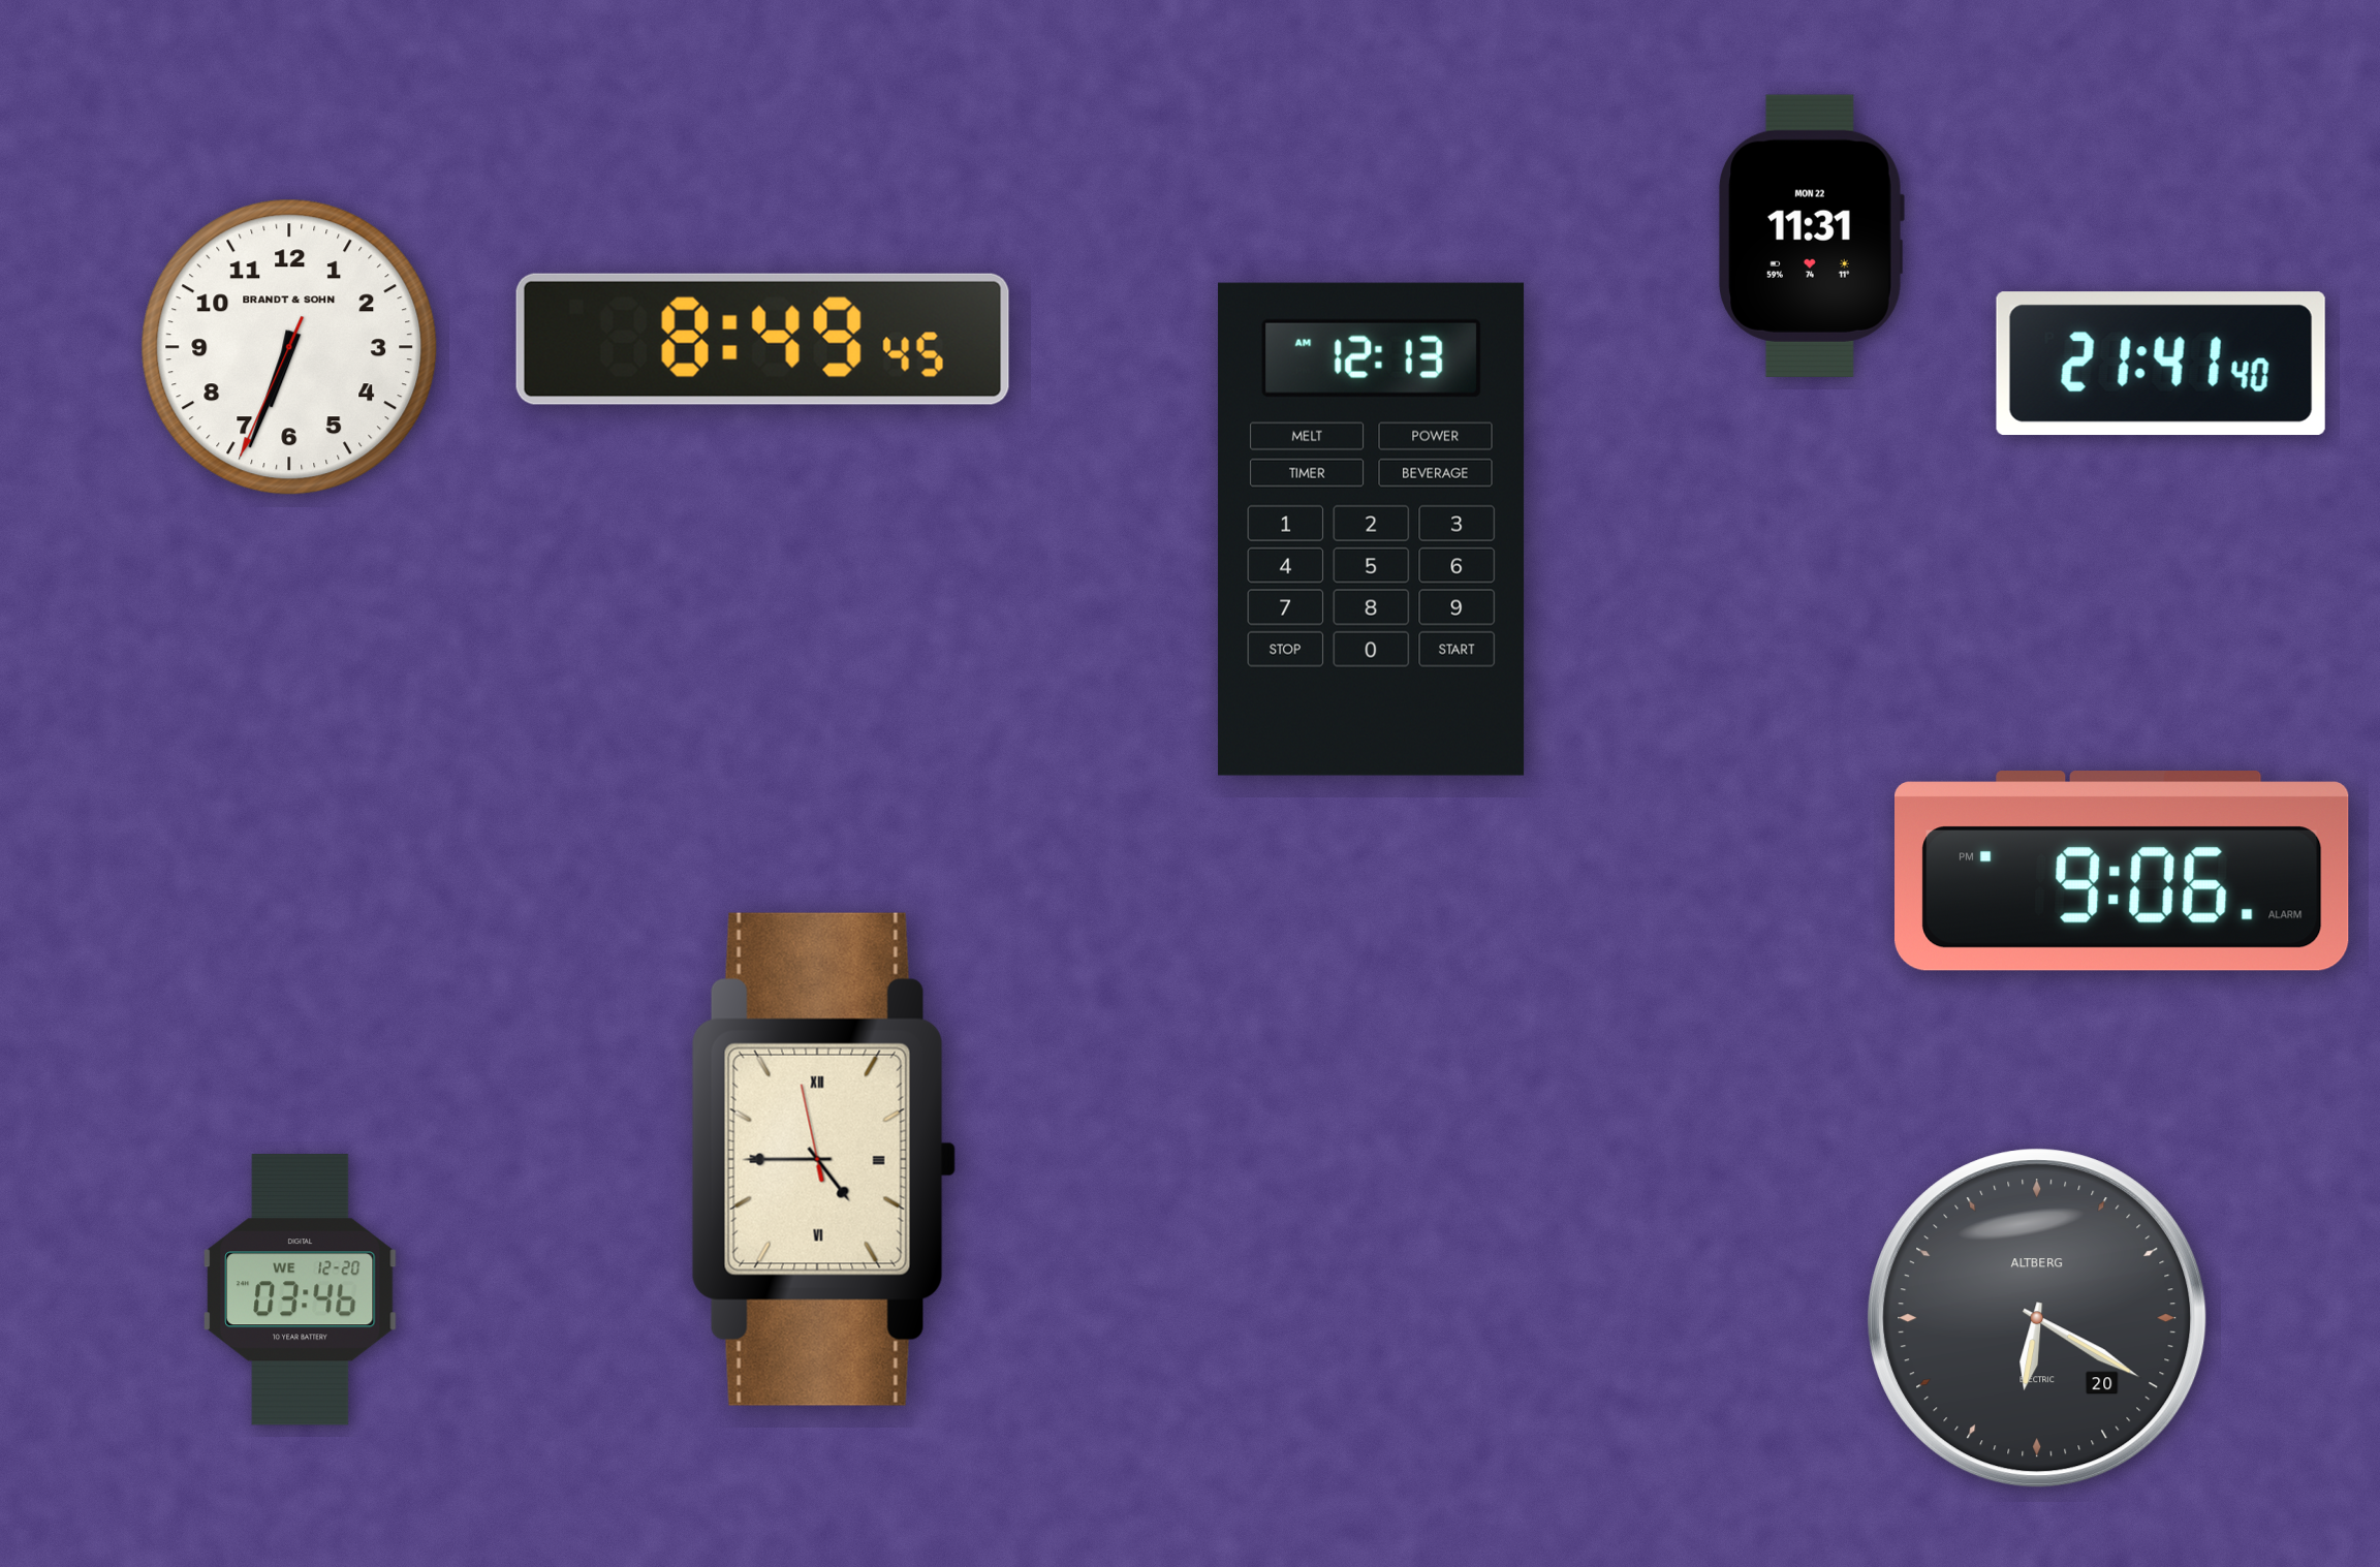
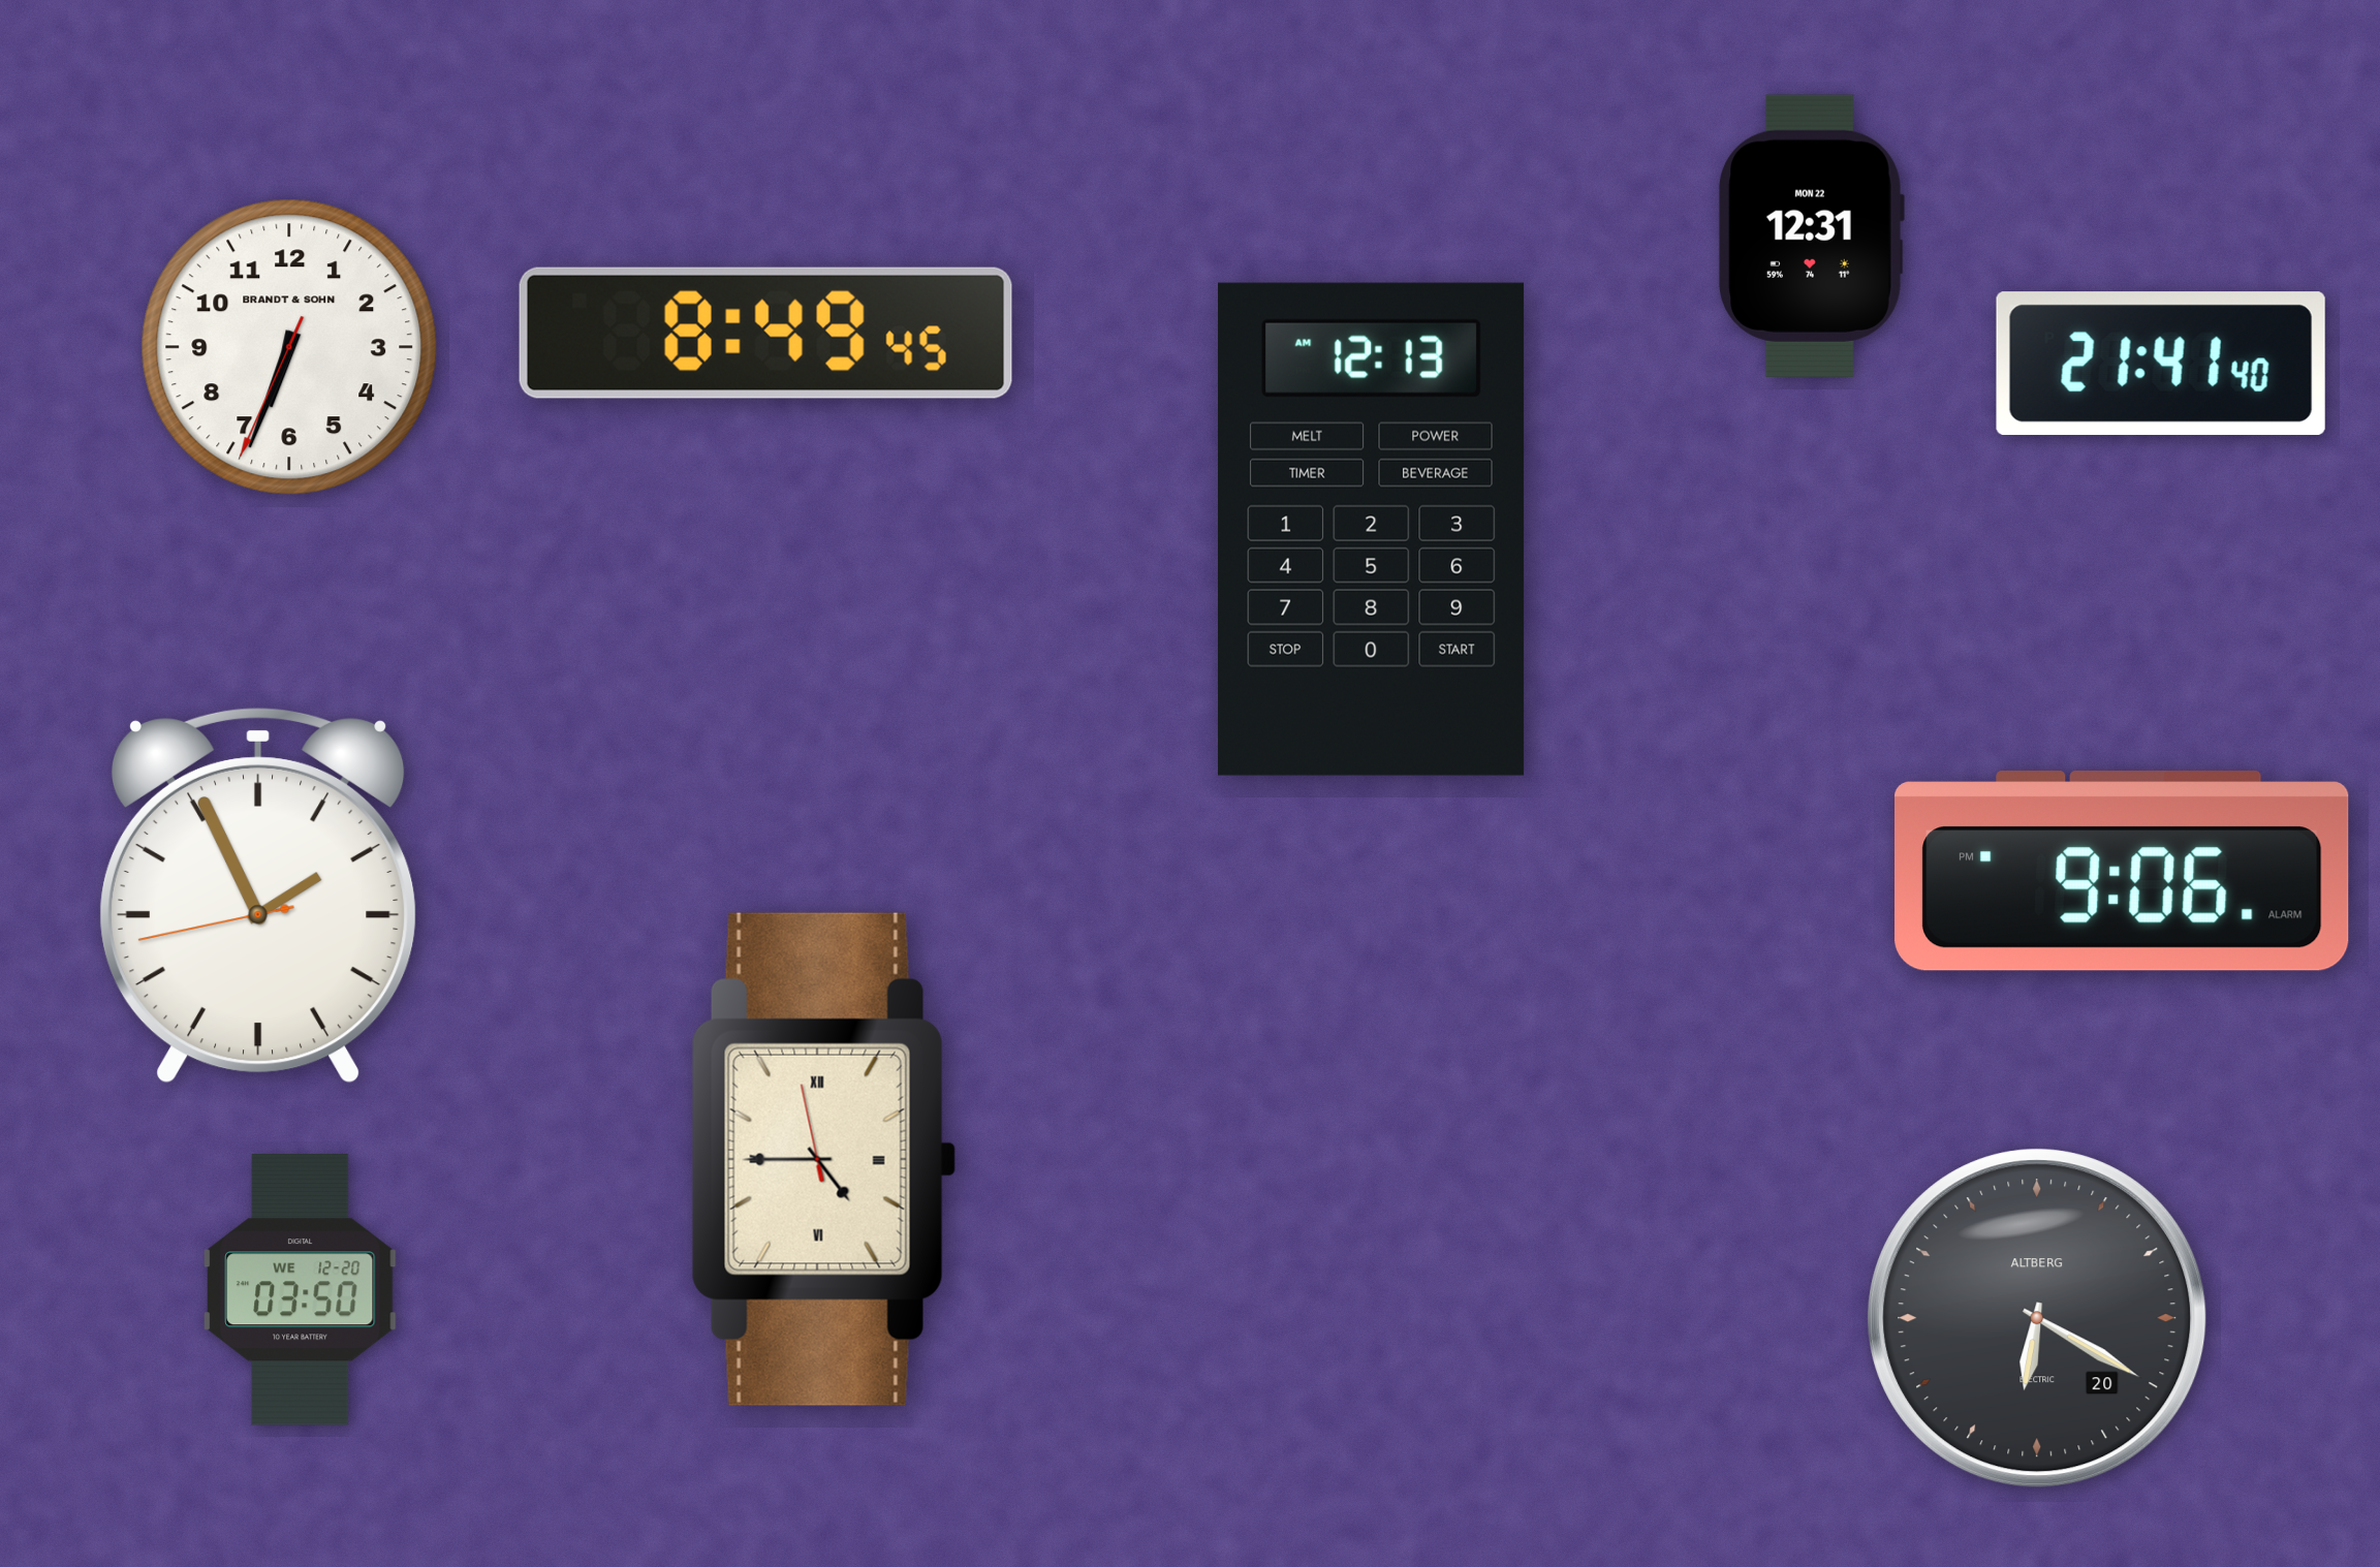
clock at (1811, 236): 11:31 -> 12:31
clock at (762, 339) position: (762, 339) -> (765, 333)
clock at (258, 896): none -> 1:55
clock at (301, 1290): 03:46 -> 03:50
